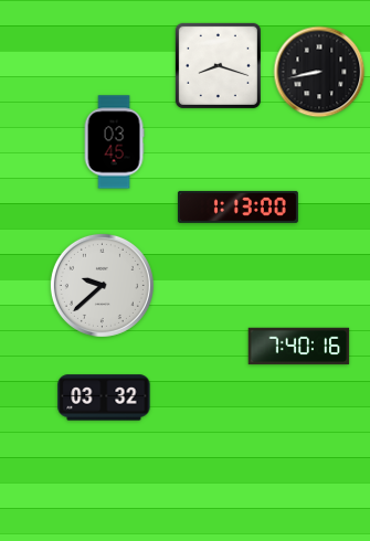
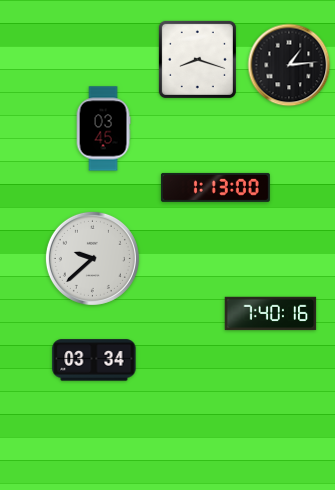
clock at (319, 72): 8:43 -> 1:14
clock at (104, 397): 03:32 -> 03:34
